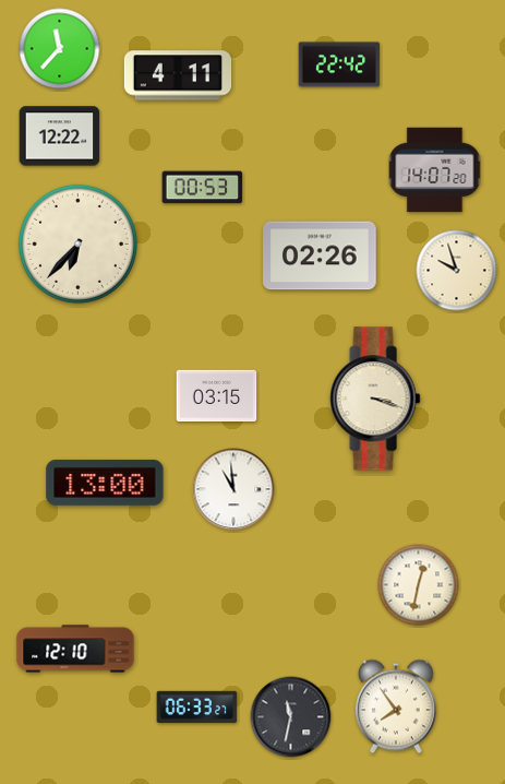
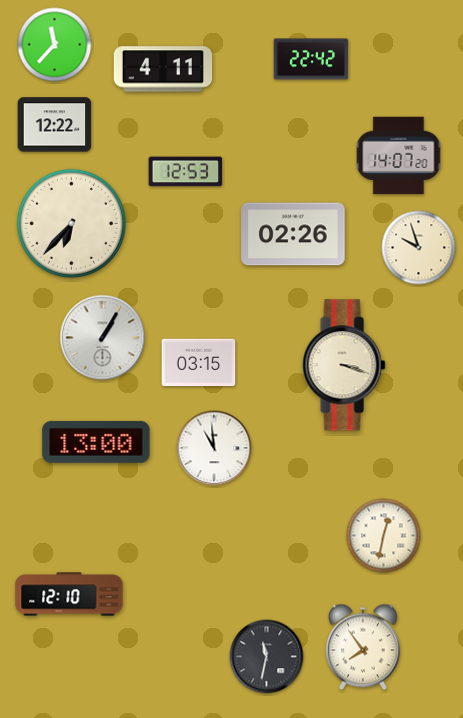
clock at (203, 188): 00:53 -> 12:53
clock at (103, 338): none -> 1:05
clock at (197, 706): 06:33 -> none
